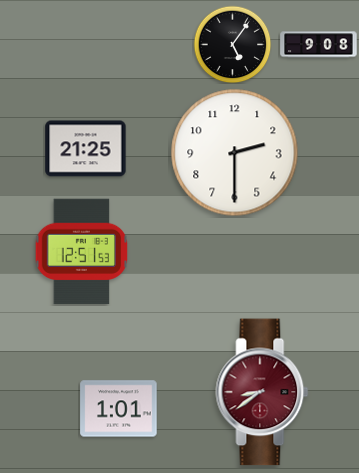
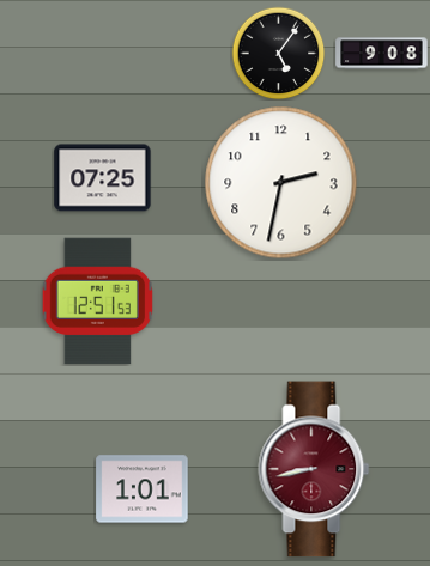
clock at (86, 149): 21:25 -> 07:25
clock at (235, 153): 2:30 -> 2:32
clock at (262, 392): 8:39 -> 8:43
